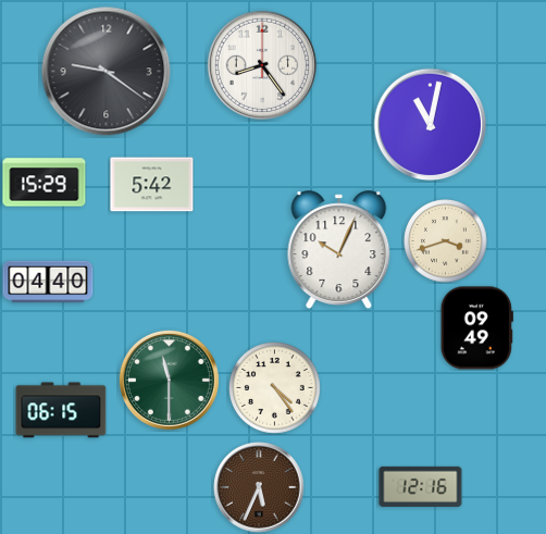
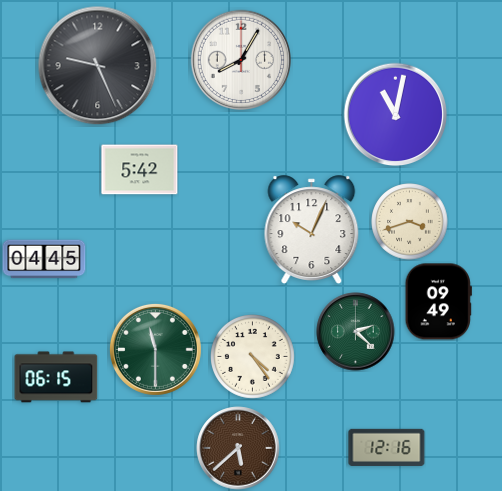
clock at (261, 64): 8:24 -> 8:05
clock at (107, 72): 9:21 -> 9:26
clock at (45, 183): 15:29 -> none
clock at (48, 282): 04:40 -> 04:45
clock at (356, 332): none -> 2:22
clock at (259, 487): 5:34 -> 5:38
